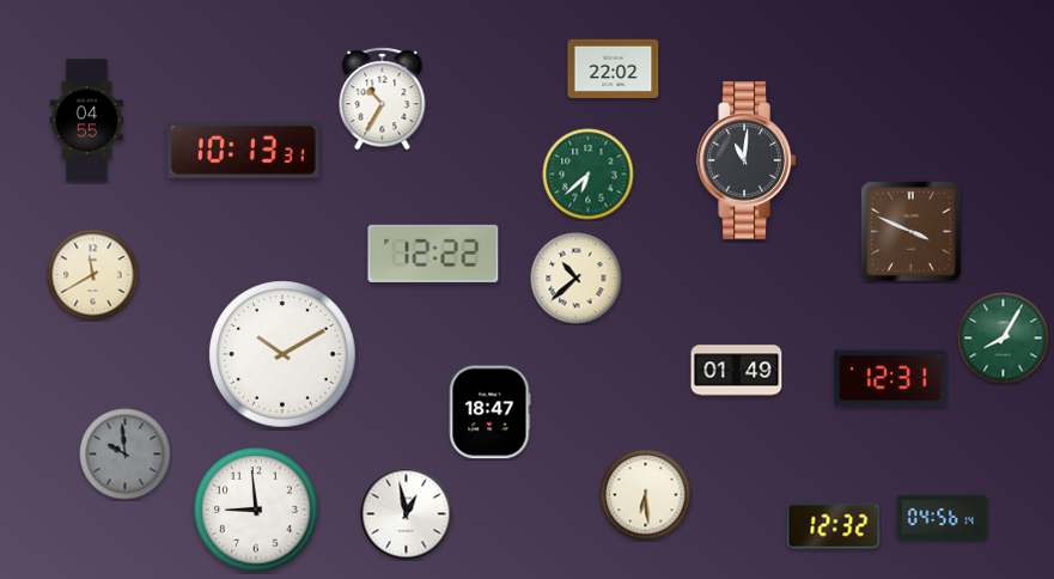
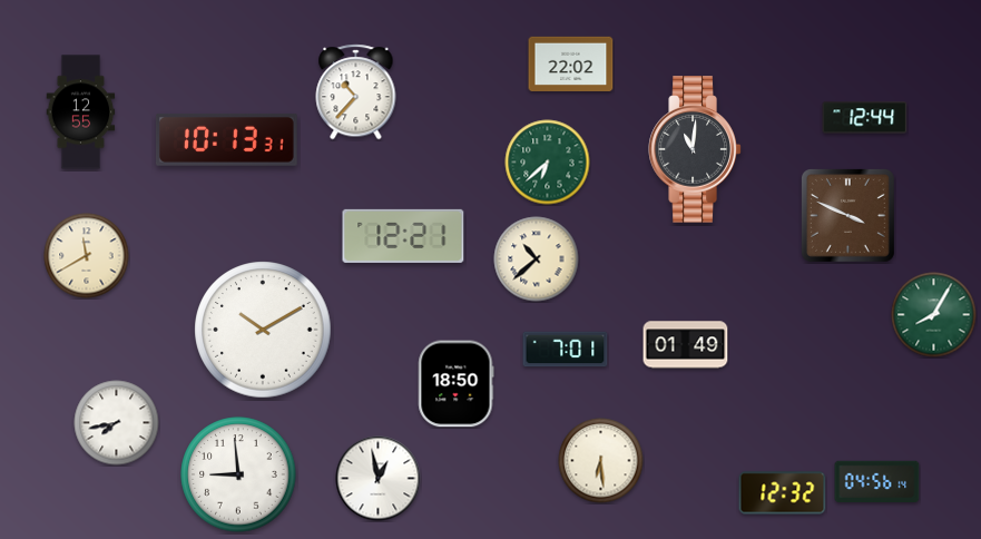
clock at (383, 99): 10:35 -> 10:37
clock at (87, 121): 04:55 -> 12:55
clock at (865, 118): none -> 12:44
clock at (433, 254): 12:22 -> 12:21
clock at (566, 350): none -> 7:01
clock at (890, 378): 12:31 -> none
clock at (491, 413): 18:47 -> 18:50
clock at (126, 455): 9:59 -> 7:43
clock at (126, 455) dial: grey -> white
clock at (834, 526) position: (834, 526) -> (783, 493)
